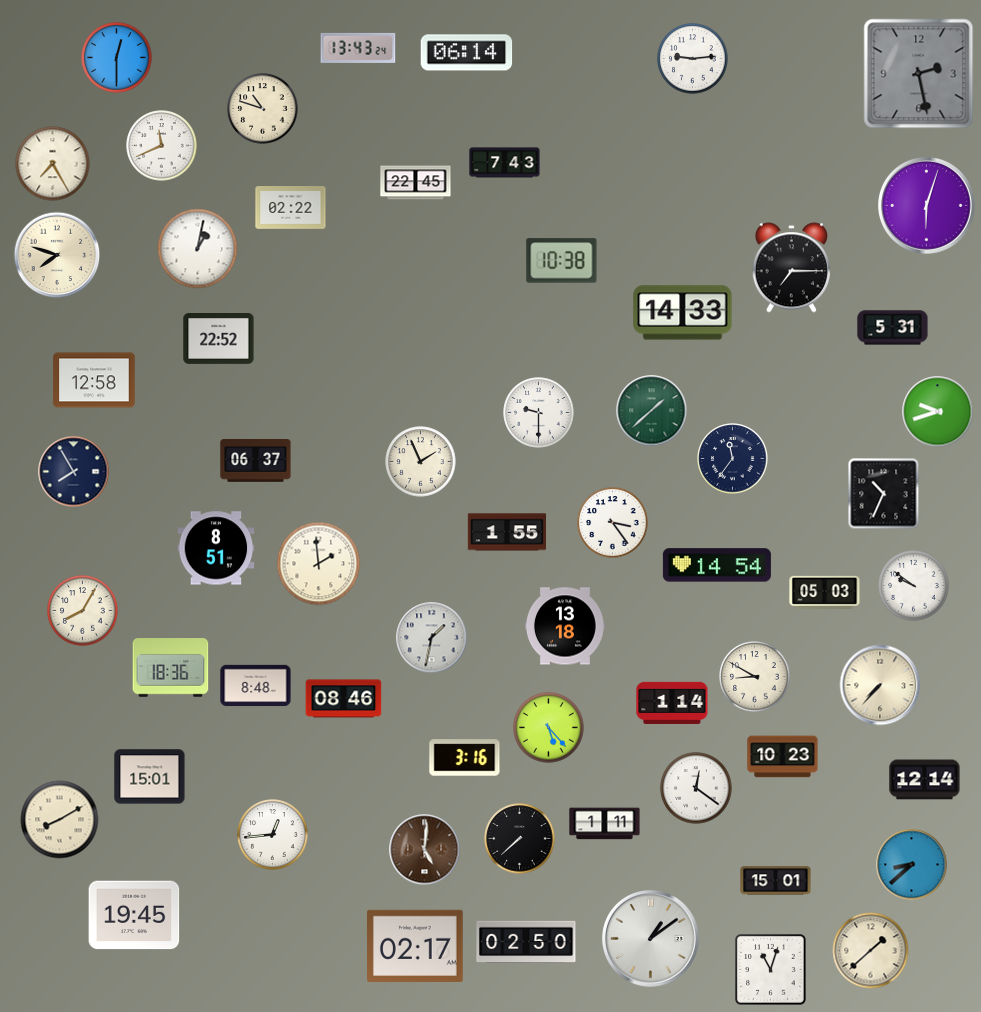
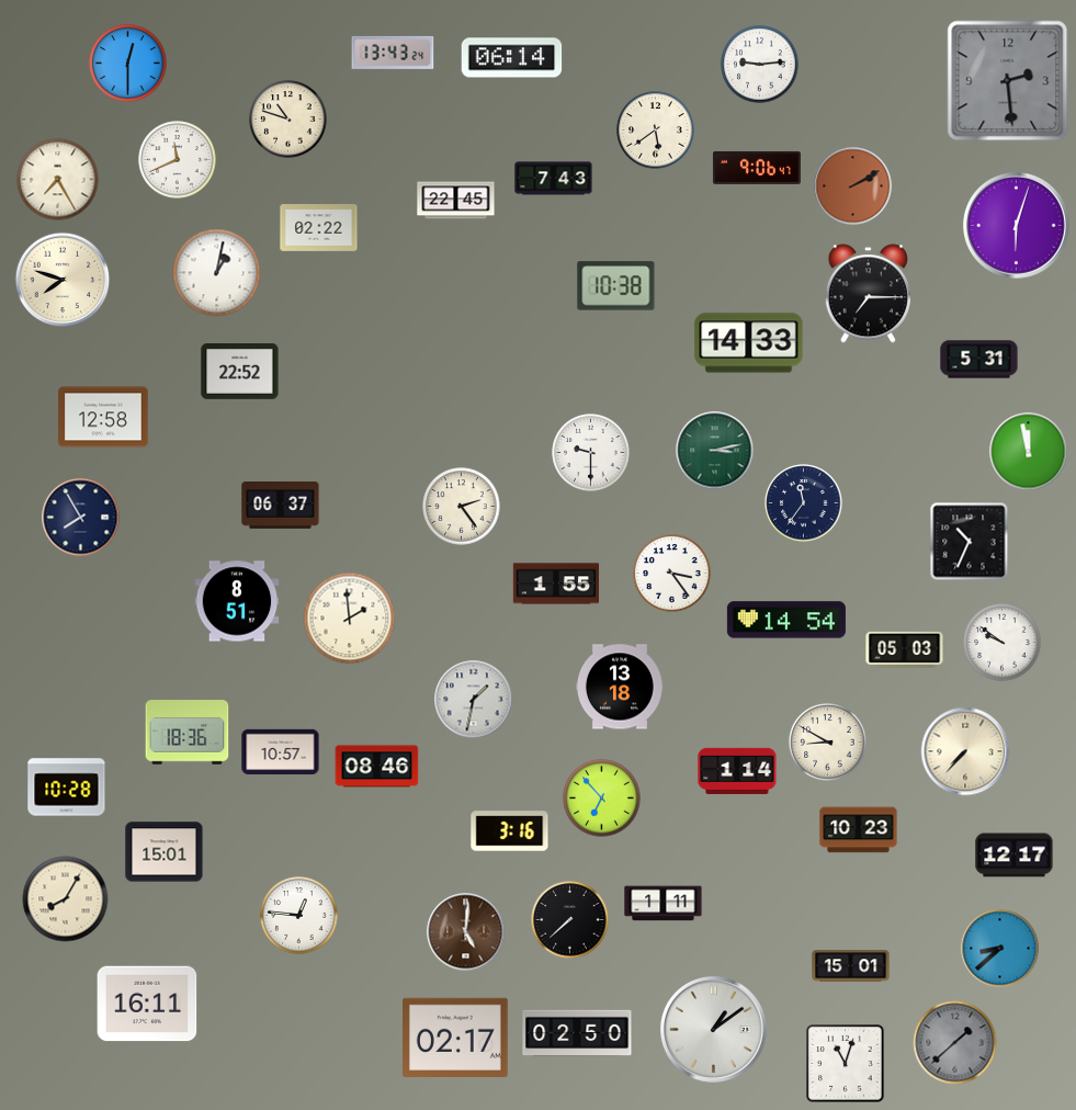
clock at (919, 74): 2:28 -> 2:29
clock at (656, 131): none -> 5:39
clock at (757, 168): none -> 9:06
clock at (853, 186): none -> 2:10
clock at (652, 411): 1:38 -> 3:13
clock at (938, 412): 9:42 -> 11:58
clock at (421, 462): 1:56 -> 2:24
clock at (83, 611): 8:05 -> none
clock at (256, 686): 8:48 -> 10:57
clock at (67, 788): none -> 10:28
clock at (549, 728): 5:23 -> 6:53
clock at (925, 780): 12:14 -> 12:17
clock at (696, 788): 12:21 -> none
clock at (60, 820): 8:10 -> 8:05
clock at (273, 835): 12:44 -> 12:46
clock at (134, 915): 19:45 -> 16:11
clock at (871, 951) dial: cream -> grey
